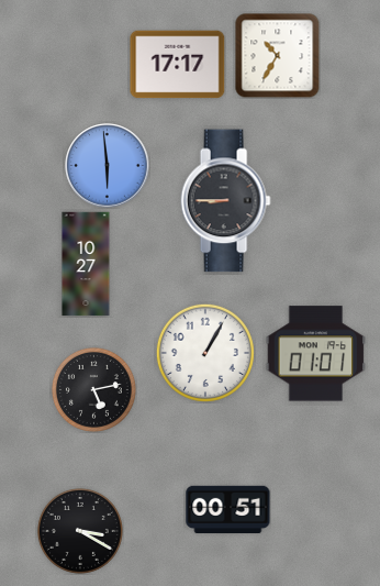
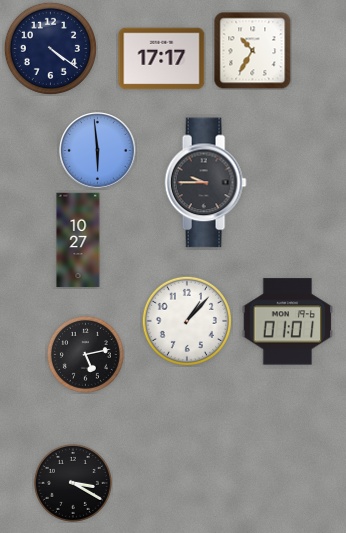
clock at (50, 48): none -> 4:21
clock at (225, 201): 8:45 -> 9:45
clock at (205, 353): 1:05 -> 1:07
clock at (228, 510): 00:51 -> none
